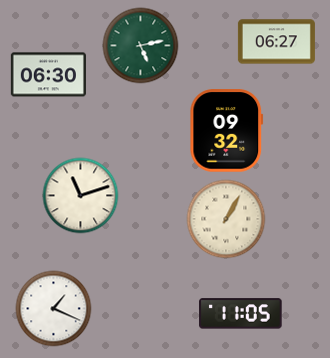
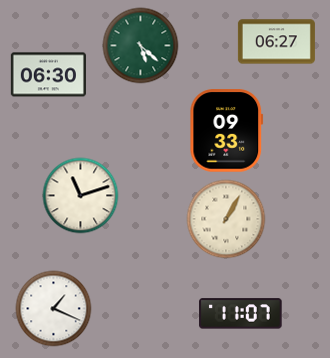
clock at (141, 46): 5:13 -> 5:22
clock at (227, 131): 09:32 -> 09:33
clock at (241, 314): 11:05 -> 11:07
